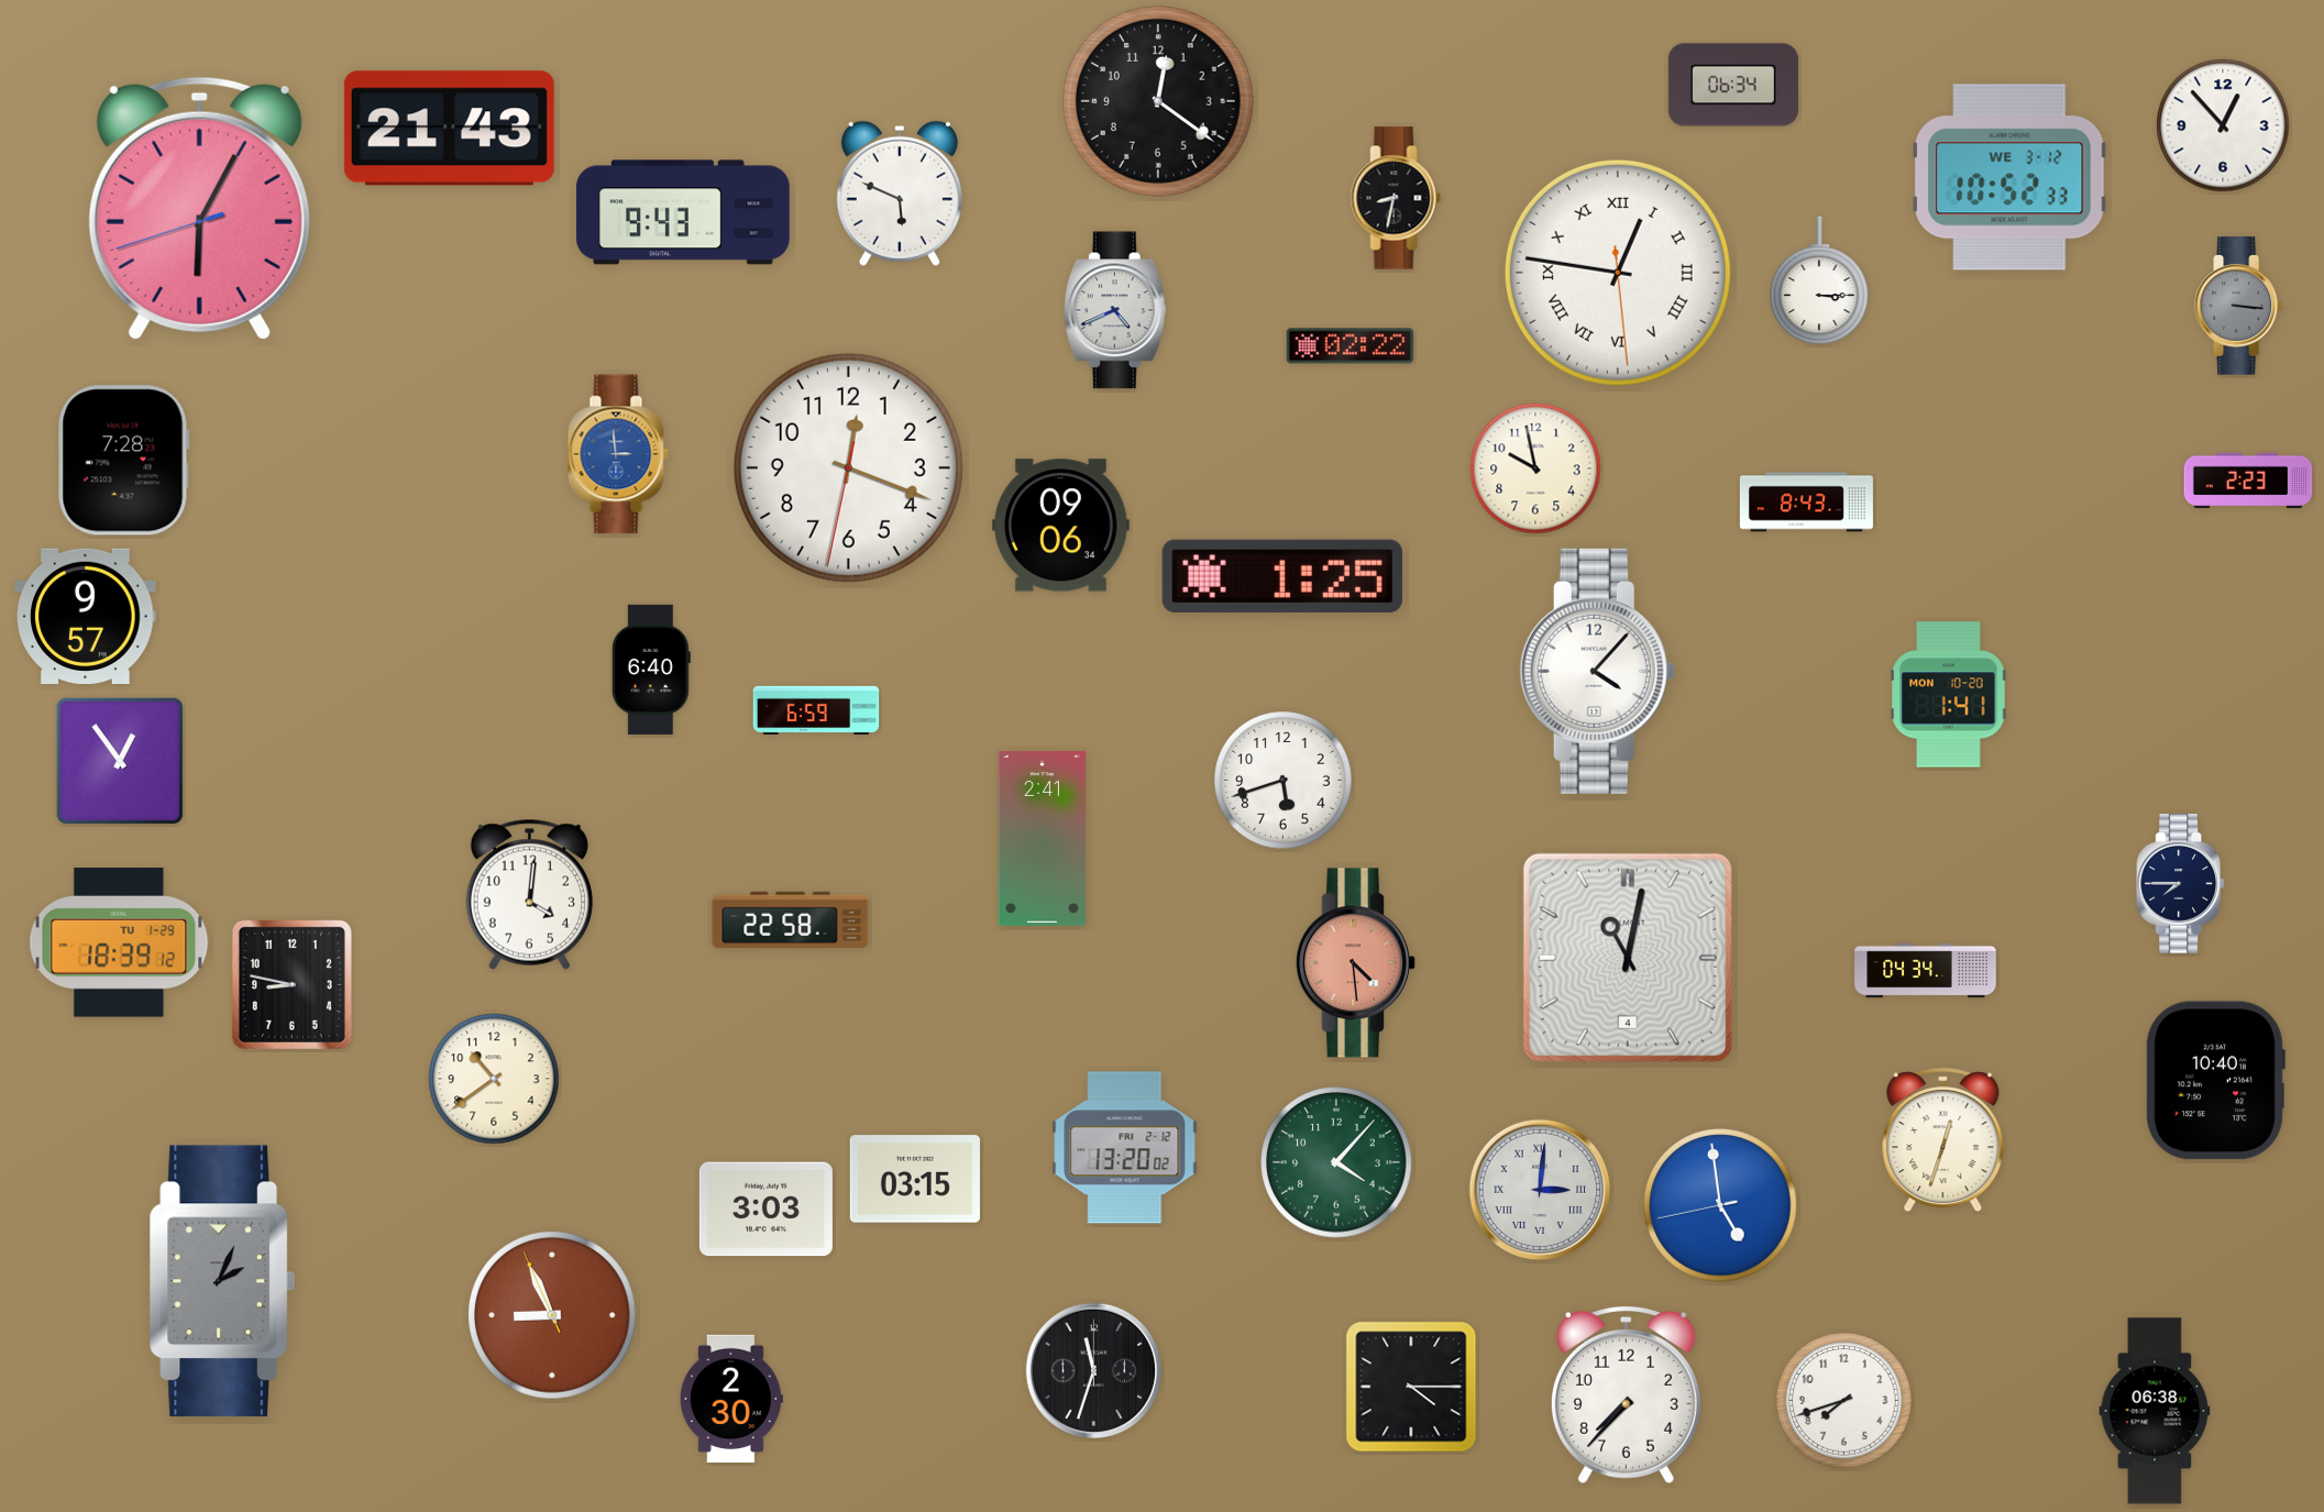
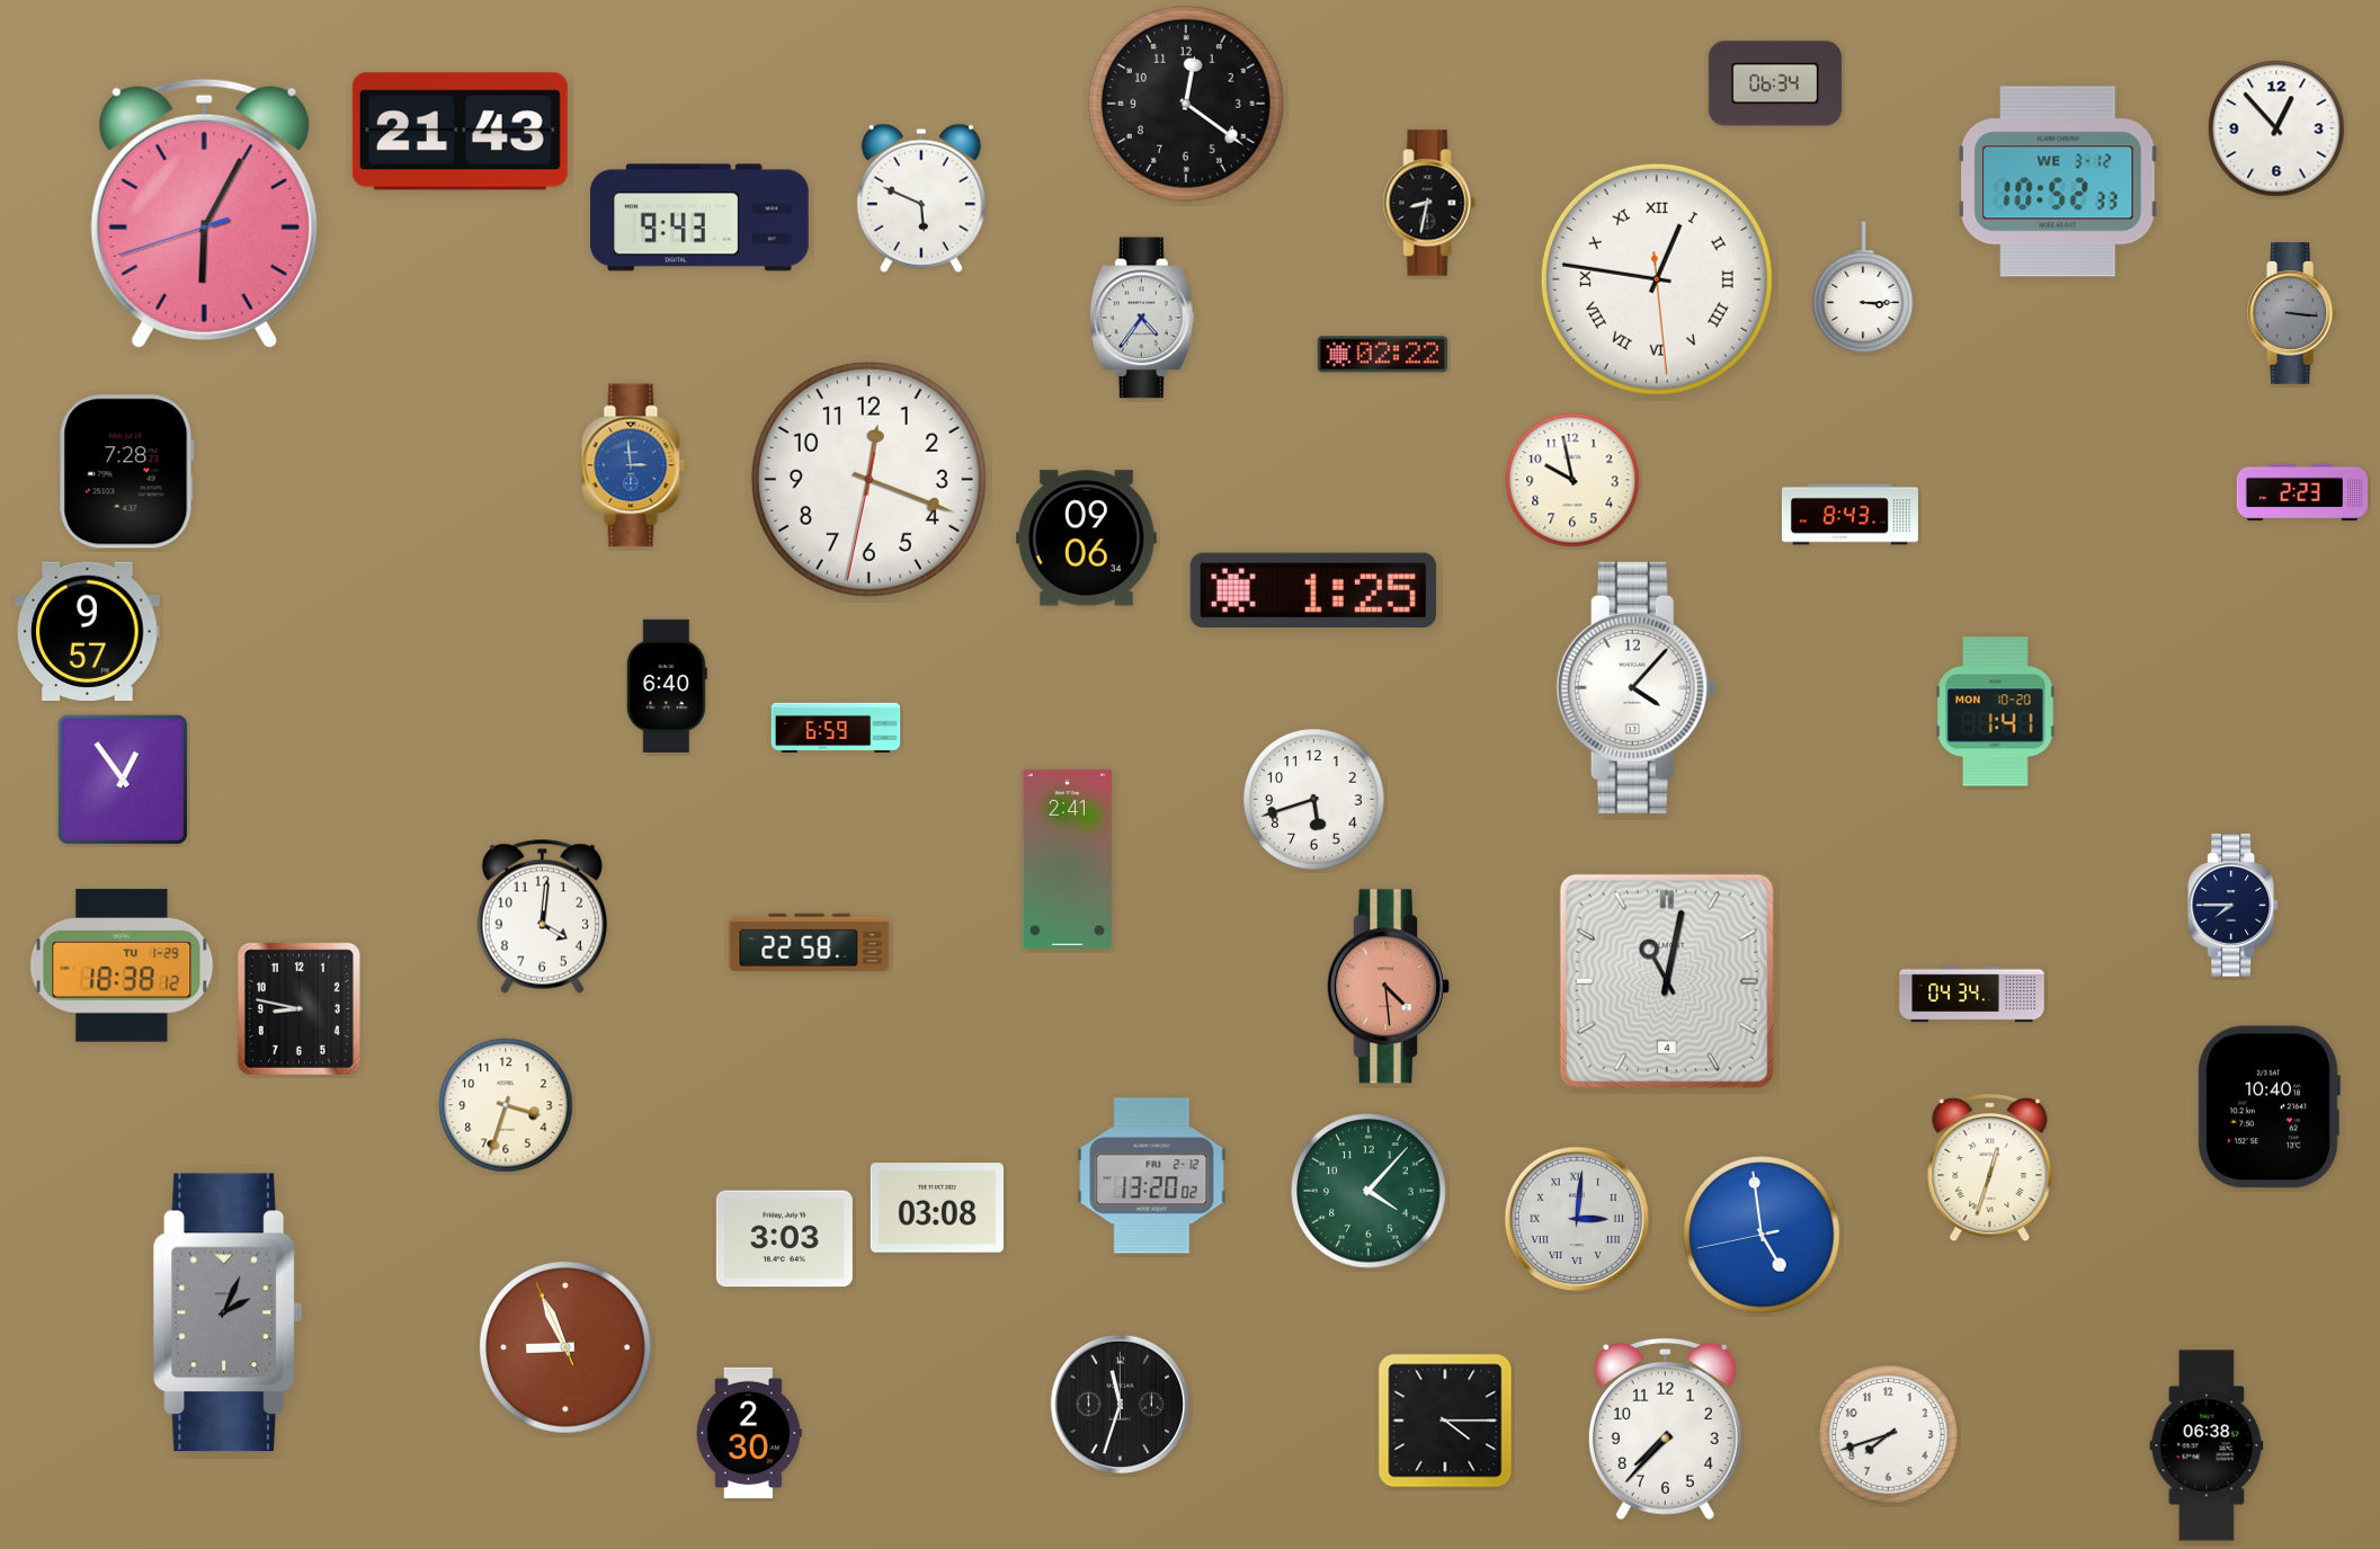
clock at (1733, 85) position: (1733, 85) -> (1775, 83)
clock at (1115, 310): 4:41 -> 4:36
clock at (119, 942): 18:39 -> 18:38
clock at (494, 1079): 10:39 -> 3:33
clock at (915, 1179): 03:15 -> 03:08
